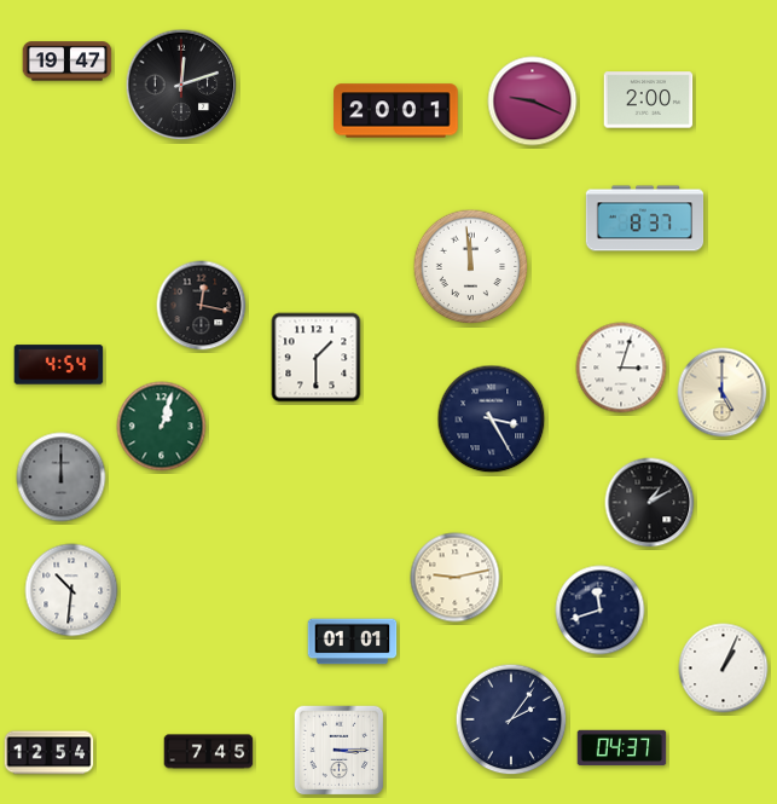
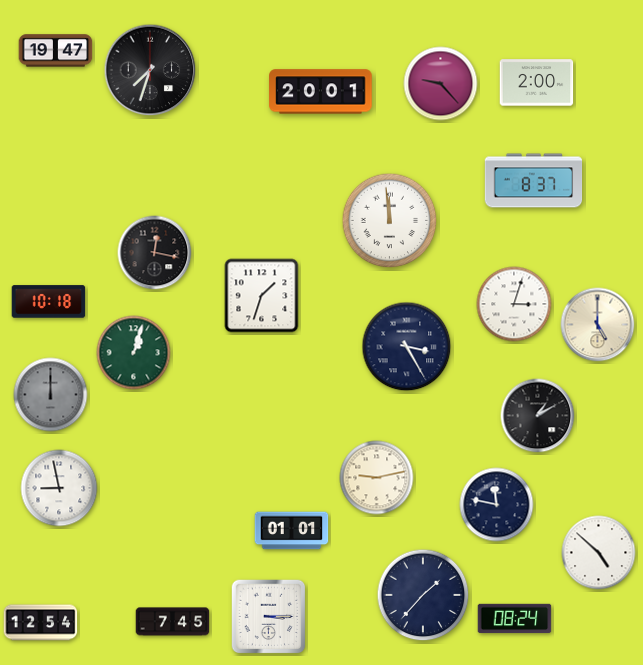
clock at (181, 85): 12:12 -> 7:33
clock at (533, 102): 9:19 -> 9:23
clock at (396, 111) position: (396, 111) -> (321, 92)
clock at (202, 306) position: (202, 306) -> (155, 253)
clock at (317, 358): 1:30 -> 1:33
clock at (59, 365): 4:54 -> 10:18
clock at (71, 590): 10:31 -> 8:58
clock at (601, 611): 11:42 -> 11:47
clock at (724, 669): 1:04 -> 4:52
clock at (511, 719): 2:06 -> 1:37
clock at (622, 748): 04:37 -> 08:24
clock at (340, 751) position: (340, 751) -> (269, 617)
